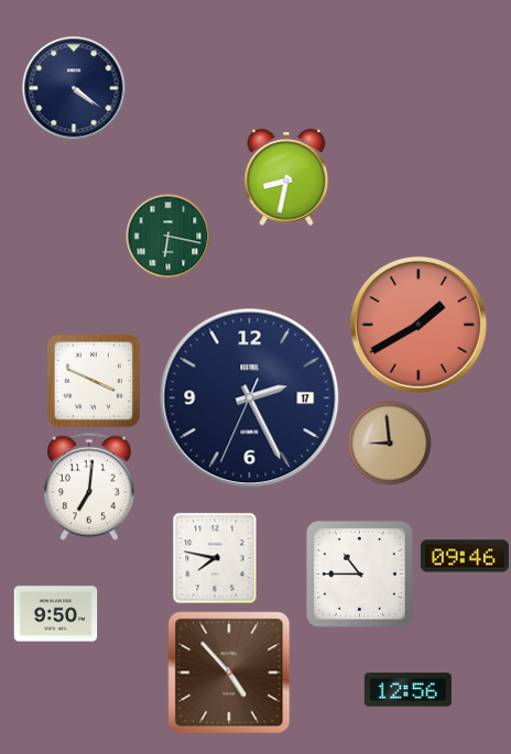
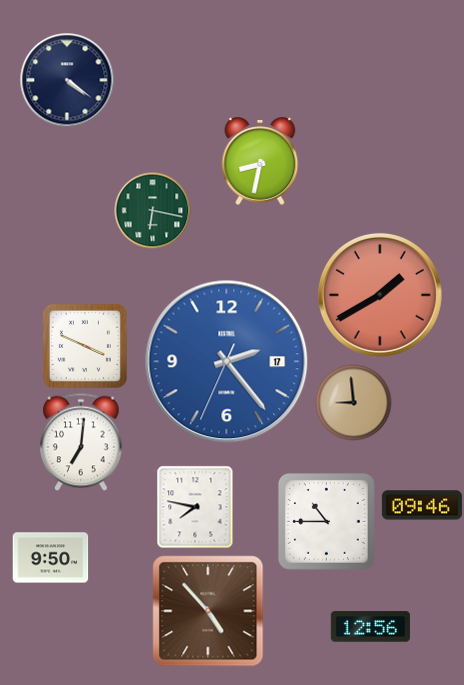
clock at (168, 237) position: (168, 237) -> (153, 211)
clock at (250, 398): 2:25 -> 2:23
clock at (250, 398) dial: navy -> blue
